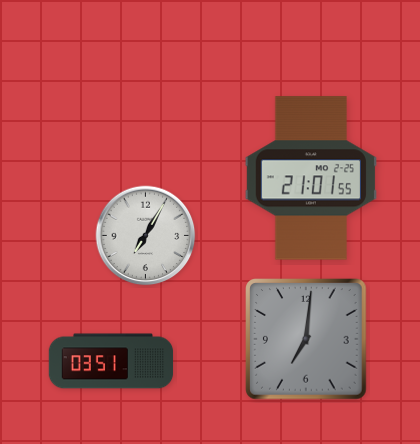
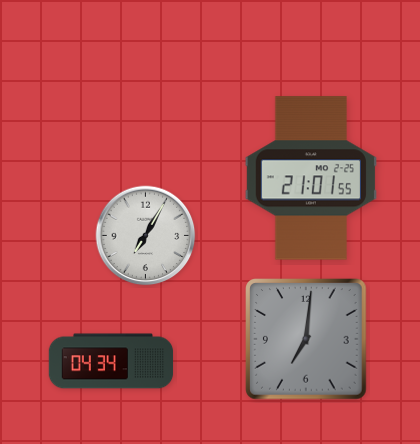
clock at (111, 361): 03:51 -> 04:34
